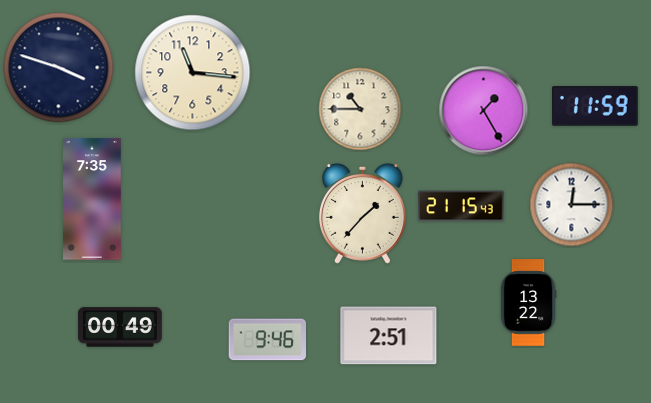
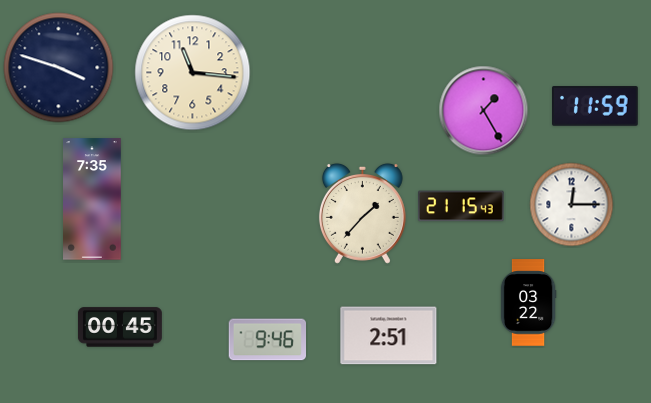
clock at (360, 109): 10:45 -> none
clock at (528, 303): 13:22 -> 03:22
clock at (120, 327): 00:49 -> 00:45
